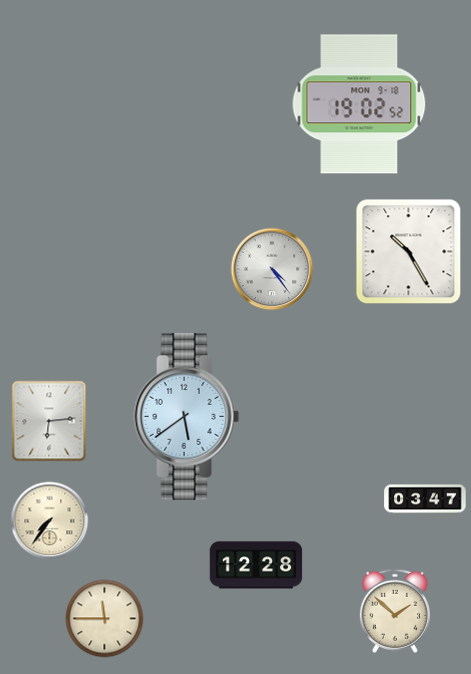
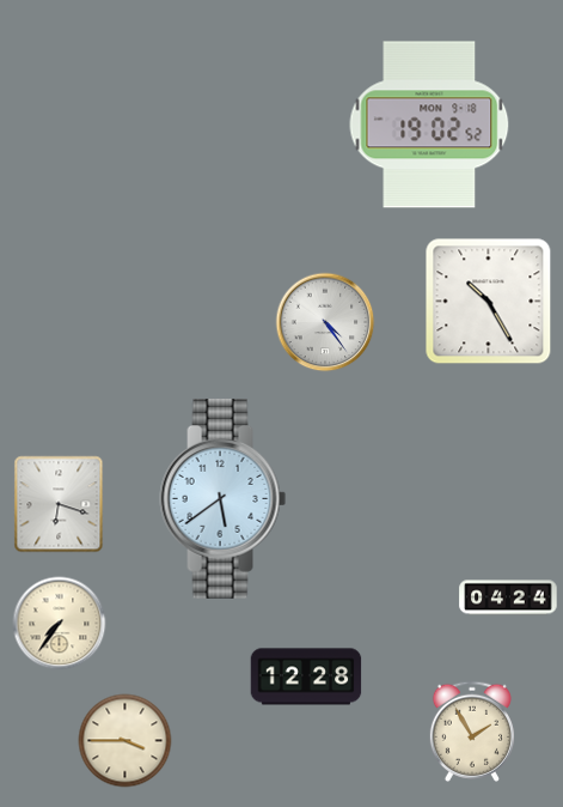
clock at (49, 421): 6:14 -> 6:18
clock at (425, 499): 03:47 -> 04:24
clock at (395, 611): 1:52 -> 1:55
clock at (105, 619): 11:45 -> 3:45
